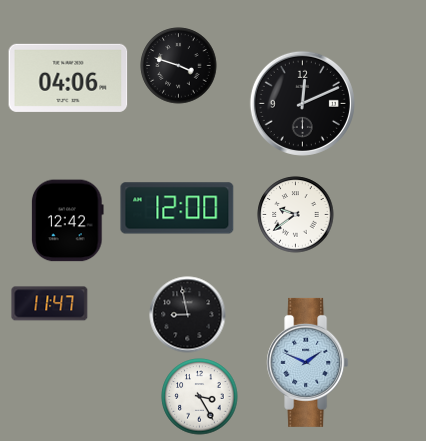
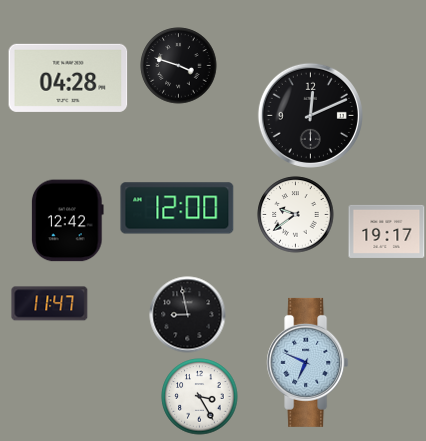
clock at (68, 78): 04:06 -> 04:28
clock at (302, 103) position: (302, 103) -> (310, 115)
clock at (387, 231): none -> 19:17
clock at (308, 362): 1:49 -> 6:49
